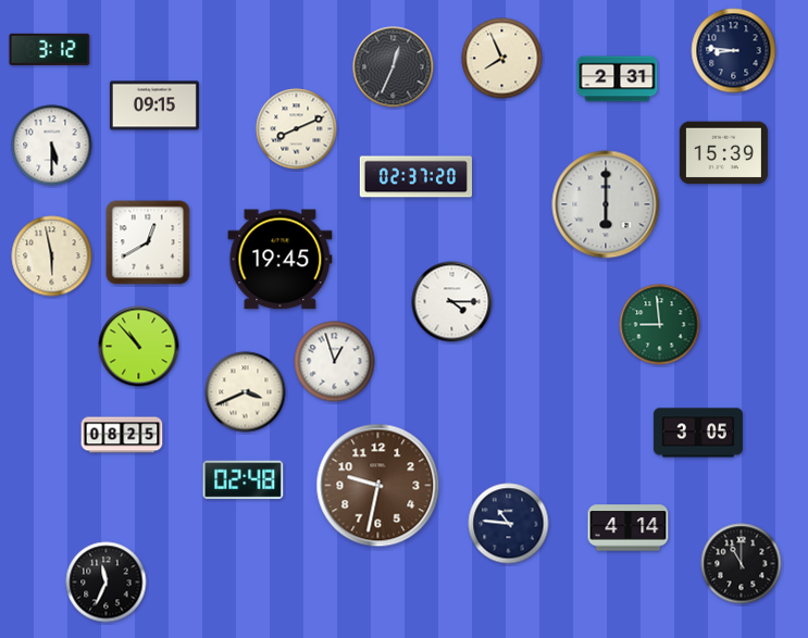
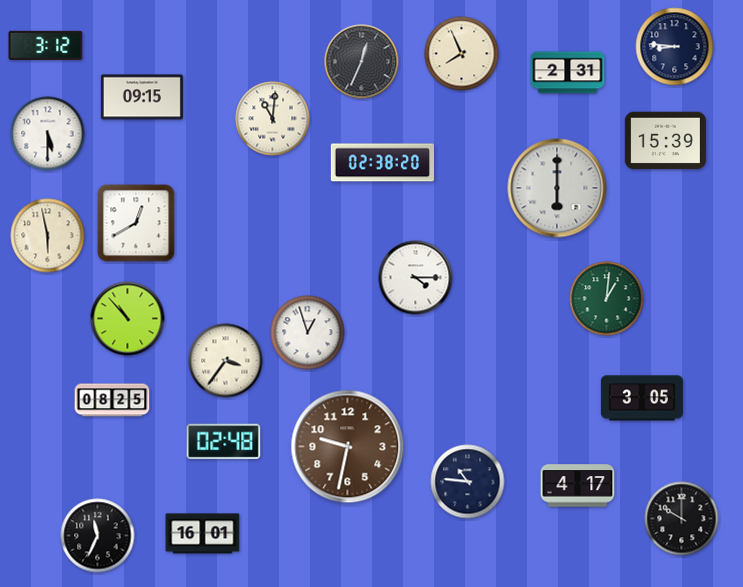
clock at (297, 129): 8:11 -> 11:01
clock at (415, 177): 02:37 -> 02:38
clock at (281, 260): 19:45 -> none
clock at (660, 325): 8:59 -> 1:01
clock at (246, 392): 3:41 -> 3:36
clock at (629, 528): 4:14 -> 4:17
clock at (742, 564): 11:00 -> 10:00
clock at (203, 534): none -> 16:01
